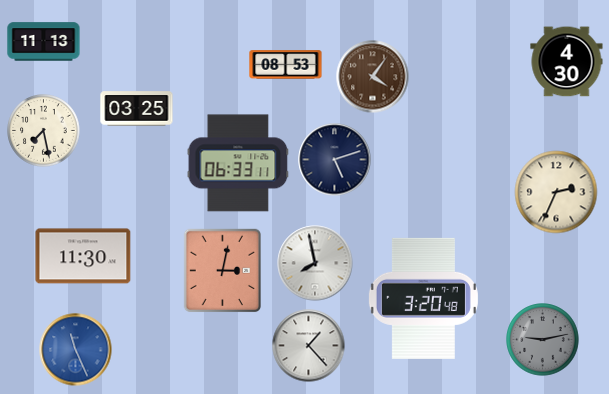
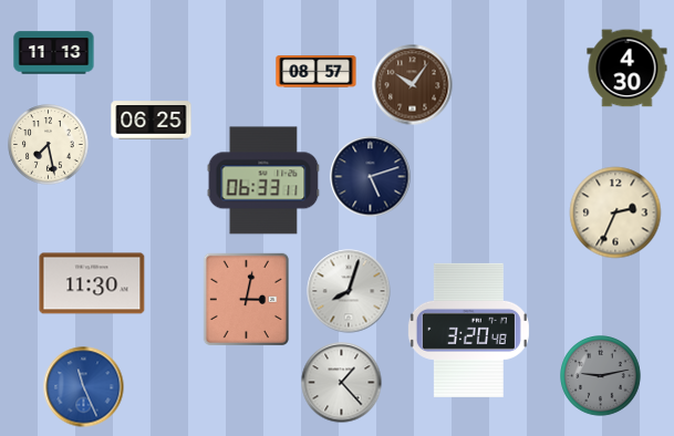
clock at (44, 42) position: (44, 42) -> (54, 53)
clock at (286, 65): 08:53 -> 08:57
clock at (373, 77): 4:06 -> 10:06
clock at (137, 109): 03:25 -> 06:25
clock at (315, 263): 7:58 -> 8:03
